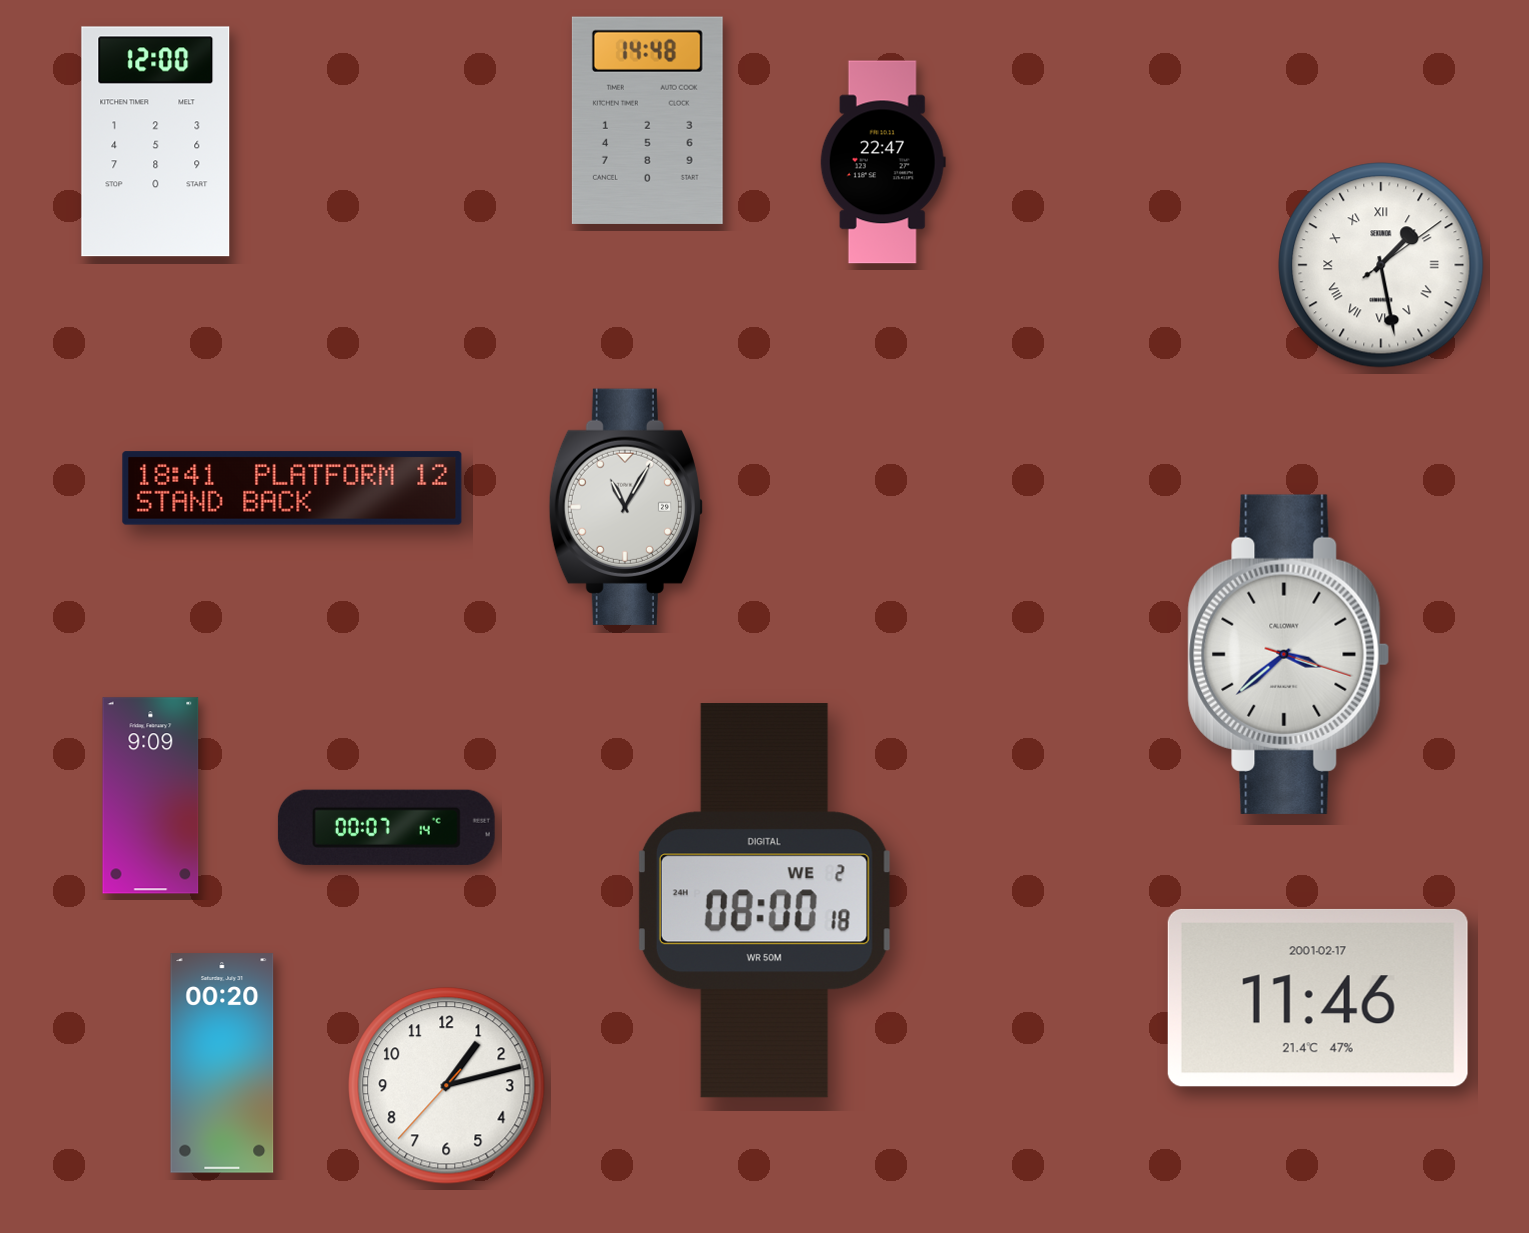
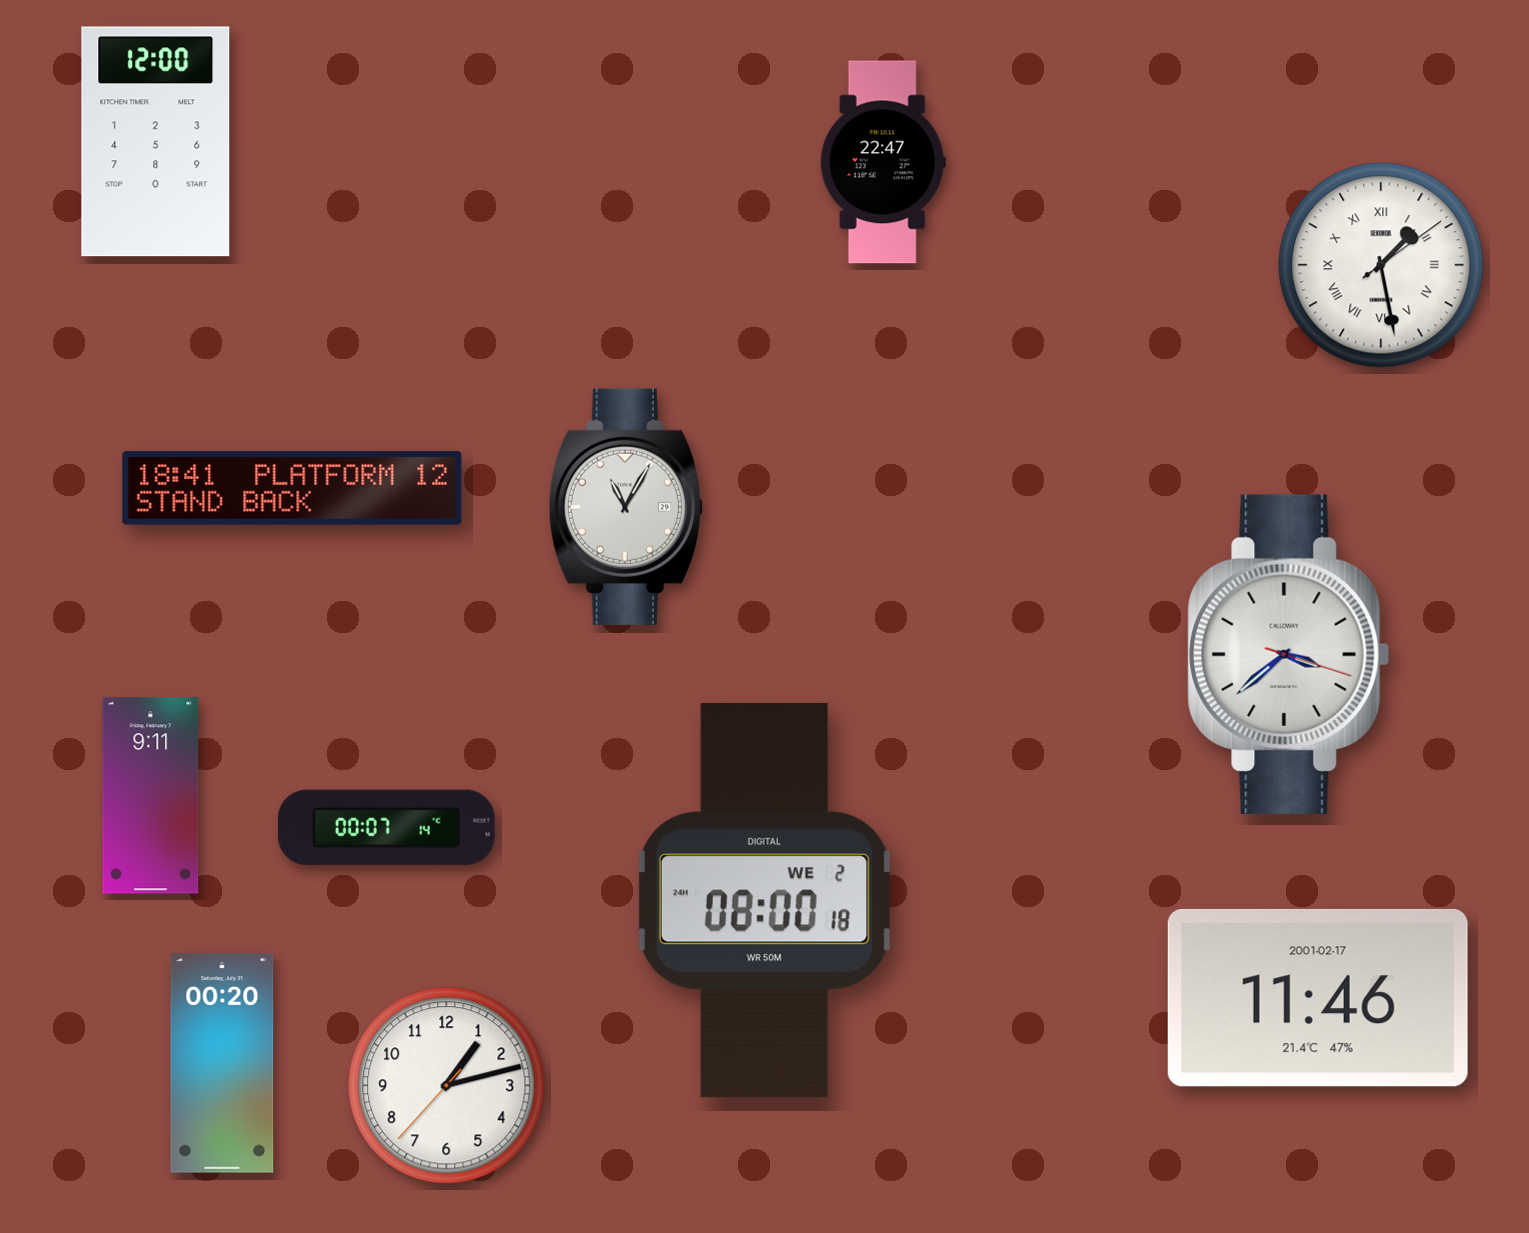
clock at (647, 120): 14:48 -> none
clock at (151, 796): 9:09 -> 9:11
